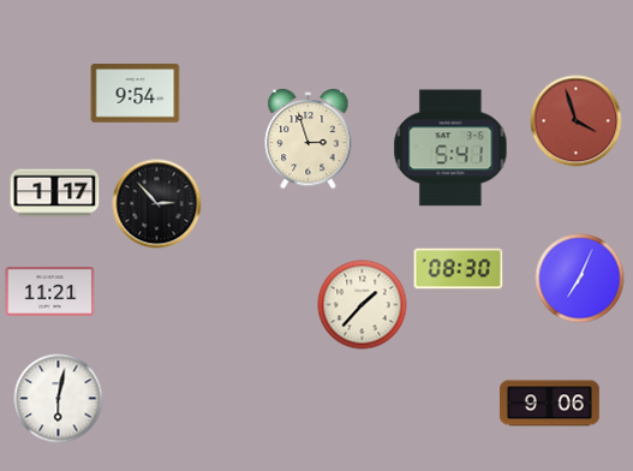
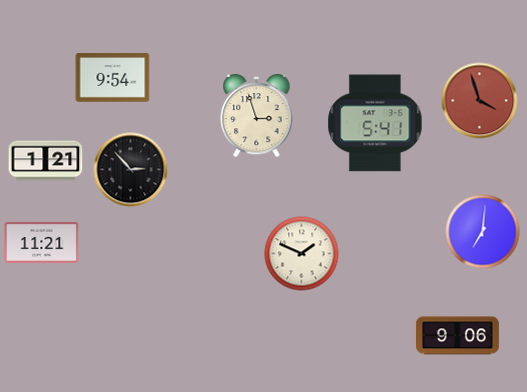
clock at (55, 193): 1:17 -> 1:21
clock at (459, 269): 08:30 -> none
clock at (580, 279): 7:04 -> 7:01
clock at (363, 305): 1:37 -> 1:49
clock at (59, 399): 6:02 -> none
